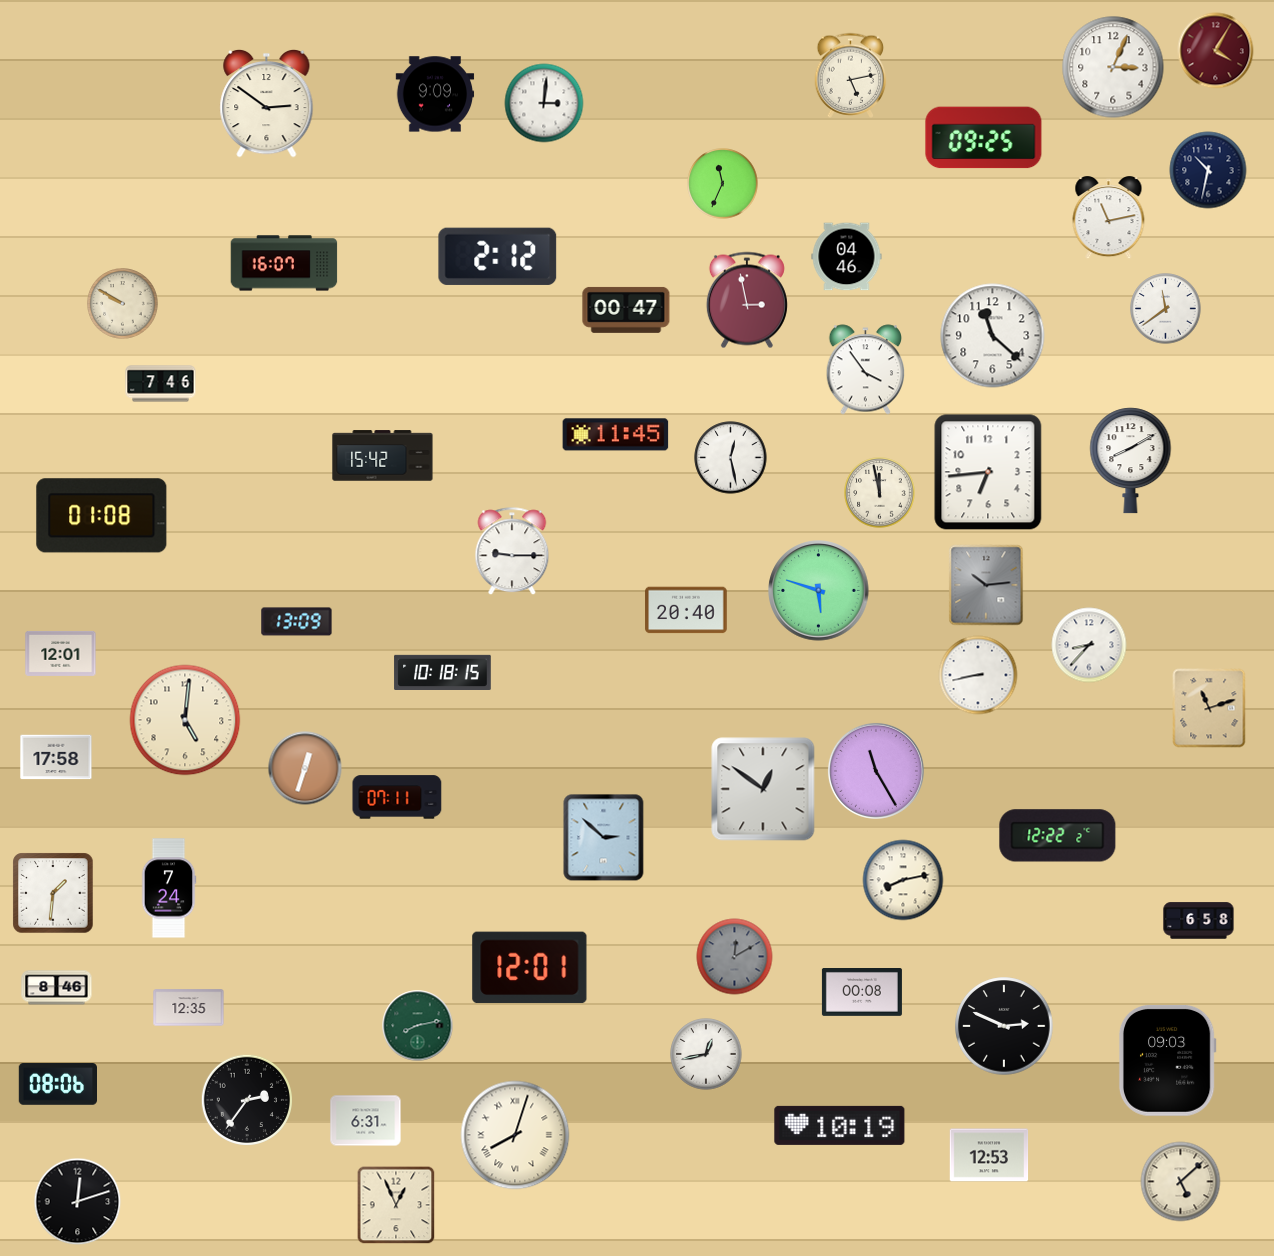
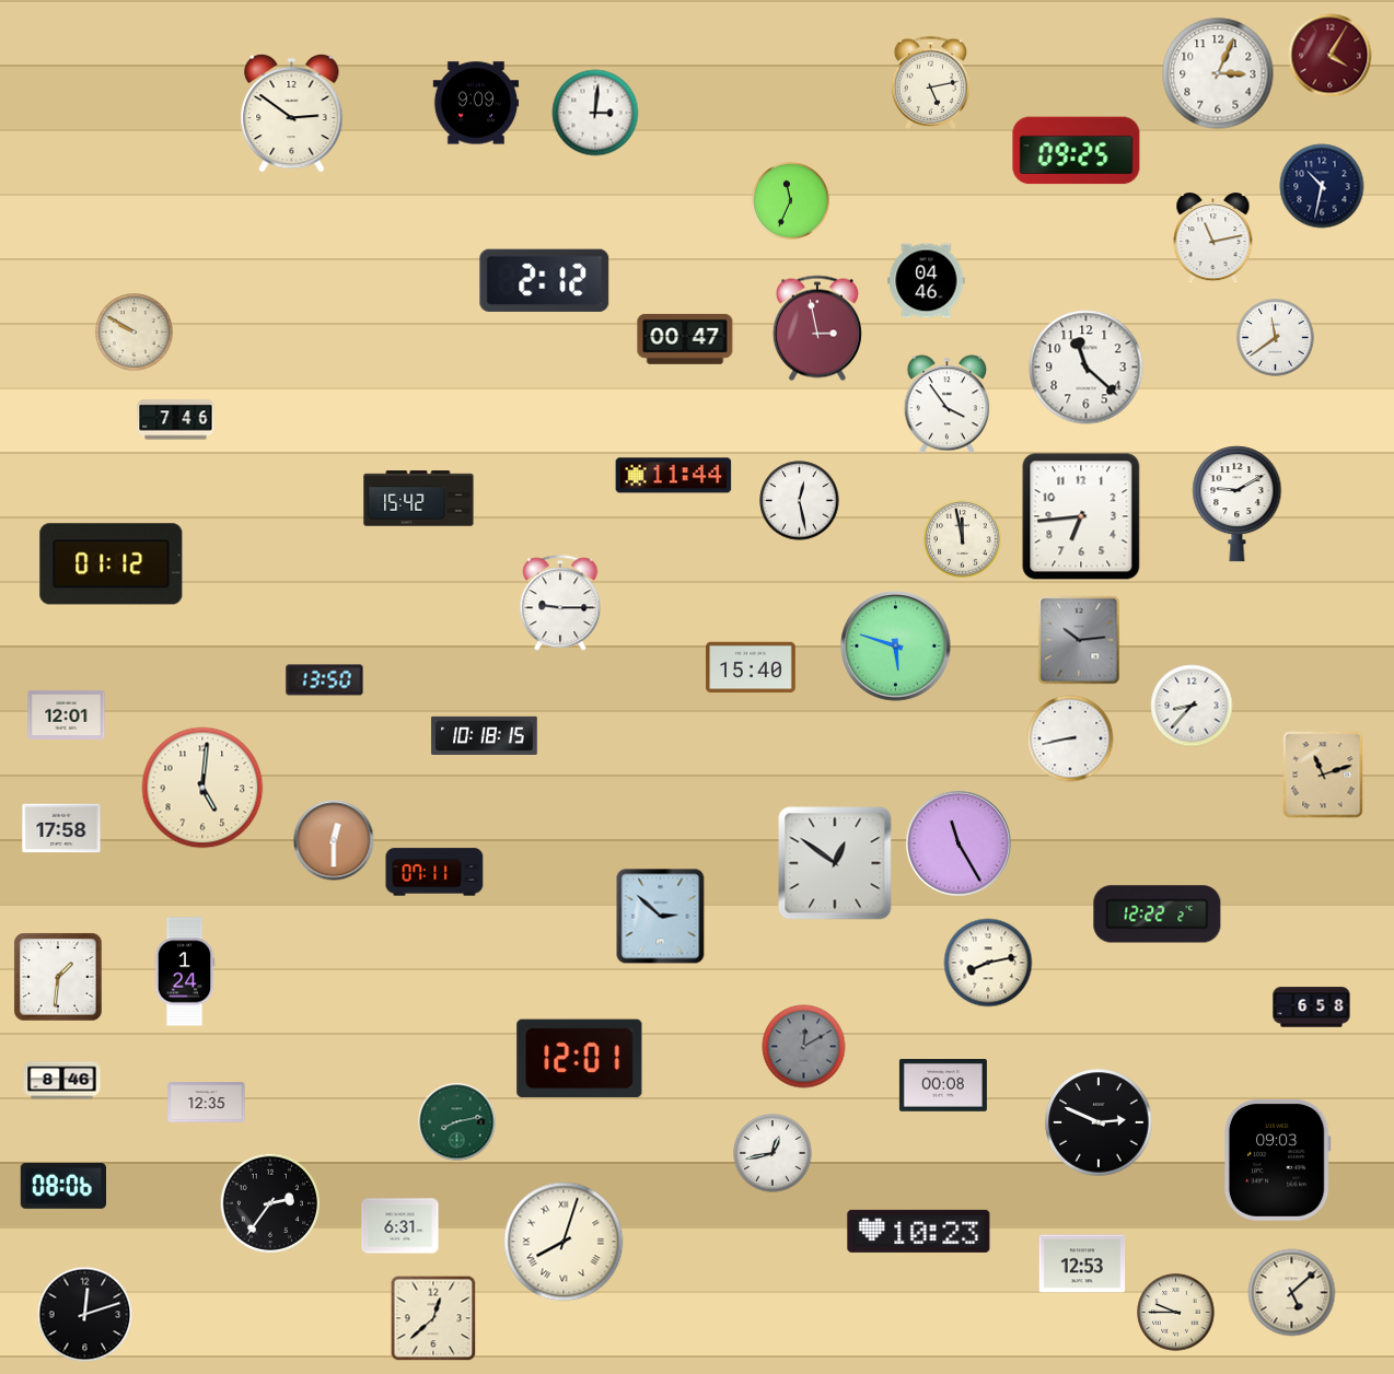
clock at (284, 263): 16:07 -> none
clock at (616, 435): 11:45 -> 11:44
clock at (1131, 461): 8:10 -> 9:10
clock at (102, 516): 01:08 -> 01:12
clock at (686, 610): 20:40 -> 15:40
clock at (297, 622): 13:09 -> 13:50
clock at (305, 768): 12:33 -> 12:30
clock at (169, 888): 7:24 -> 1:24
clock at (840, 1125): 10:19 -> 10:23
clock at (1176, 1313): none -> 9:45
clock at (396, 1205): 12:56 -> 12:38
